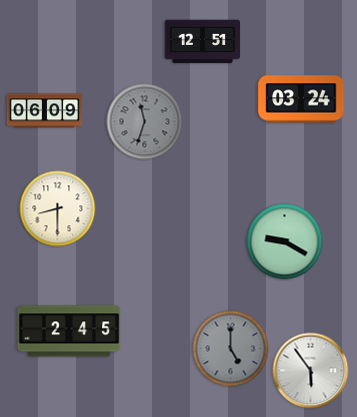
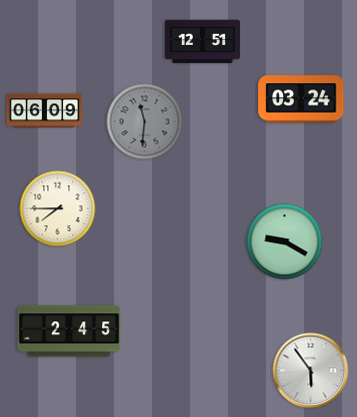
clock at (145, 122): 11:33 -> 11:31
clock at (58, 209): 8:30 -> 7:45
clock at (231, 349): 5:00 -> none
